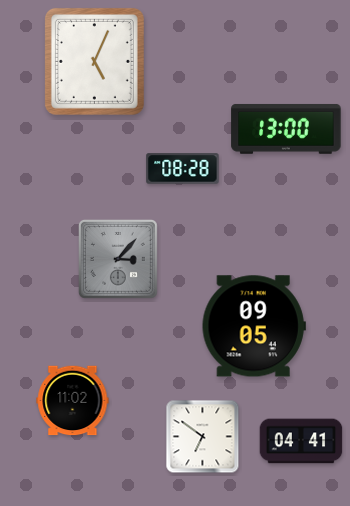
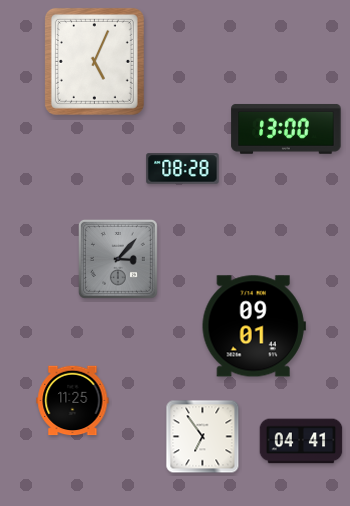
clock at (254, 326): 09:05 -> 09:01
clock at (73, 401): 11:02 -> 11:25
clock at (203, 437): 6:51 -> 6:54
